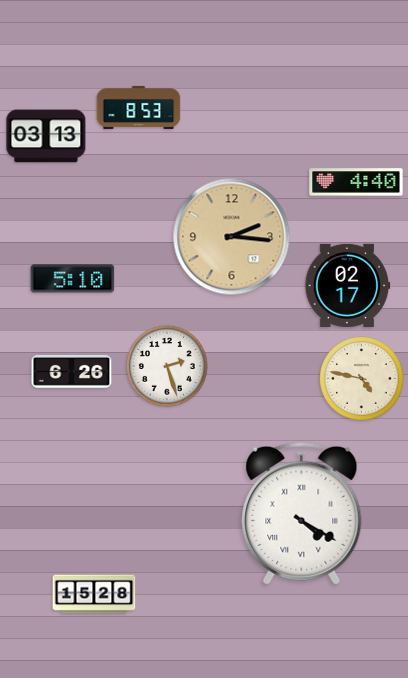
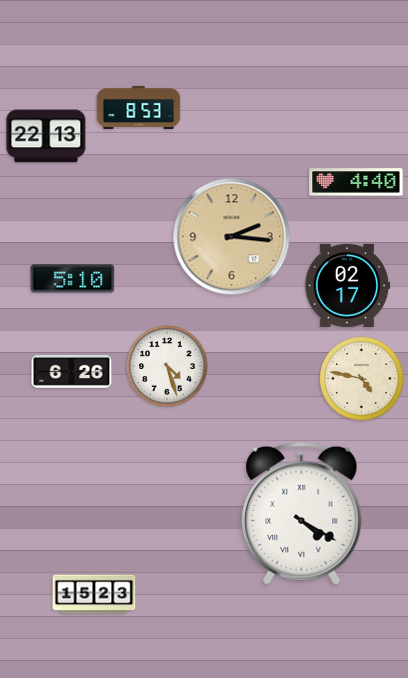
clock at (46, 136): 03:13 -> 22:13
clock at (168, 367): 2:27 -> 4:27
clock at (94, 594): 15:28 -> 15:23
